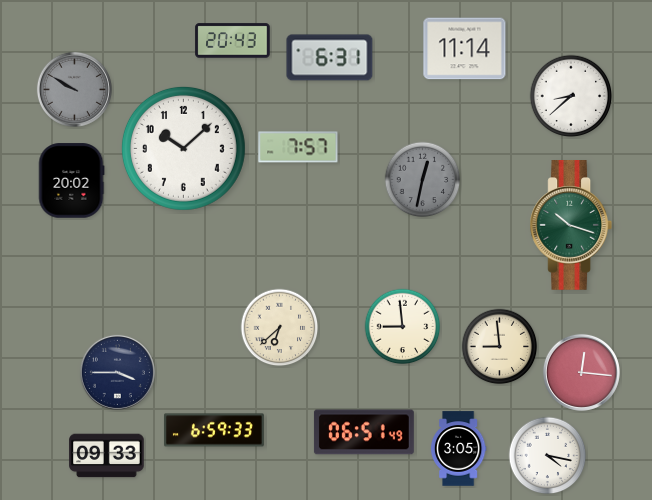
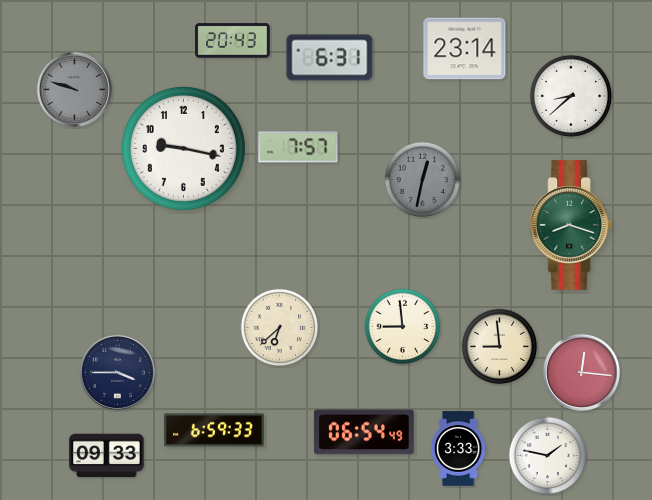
clock at (465, 49): 11:14 -> 23:14
clock at (74, 89): 9:50 -> 9:48
clock at (183, 148): 10:08 -> 9:17
clock at (71, 181): 20:02 -> none
clock at (570, 226): 10:18 -> 8:18
clock at (364, 432): 06:51 -> 06:54
clock at (458, 449): 3:05 -> 3:33
clock at (548, 456): 4:17 -> 1:47
